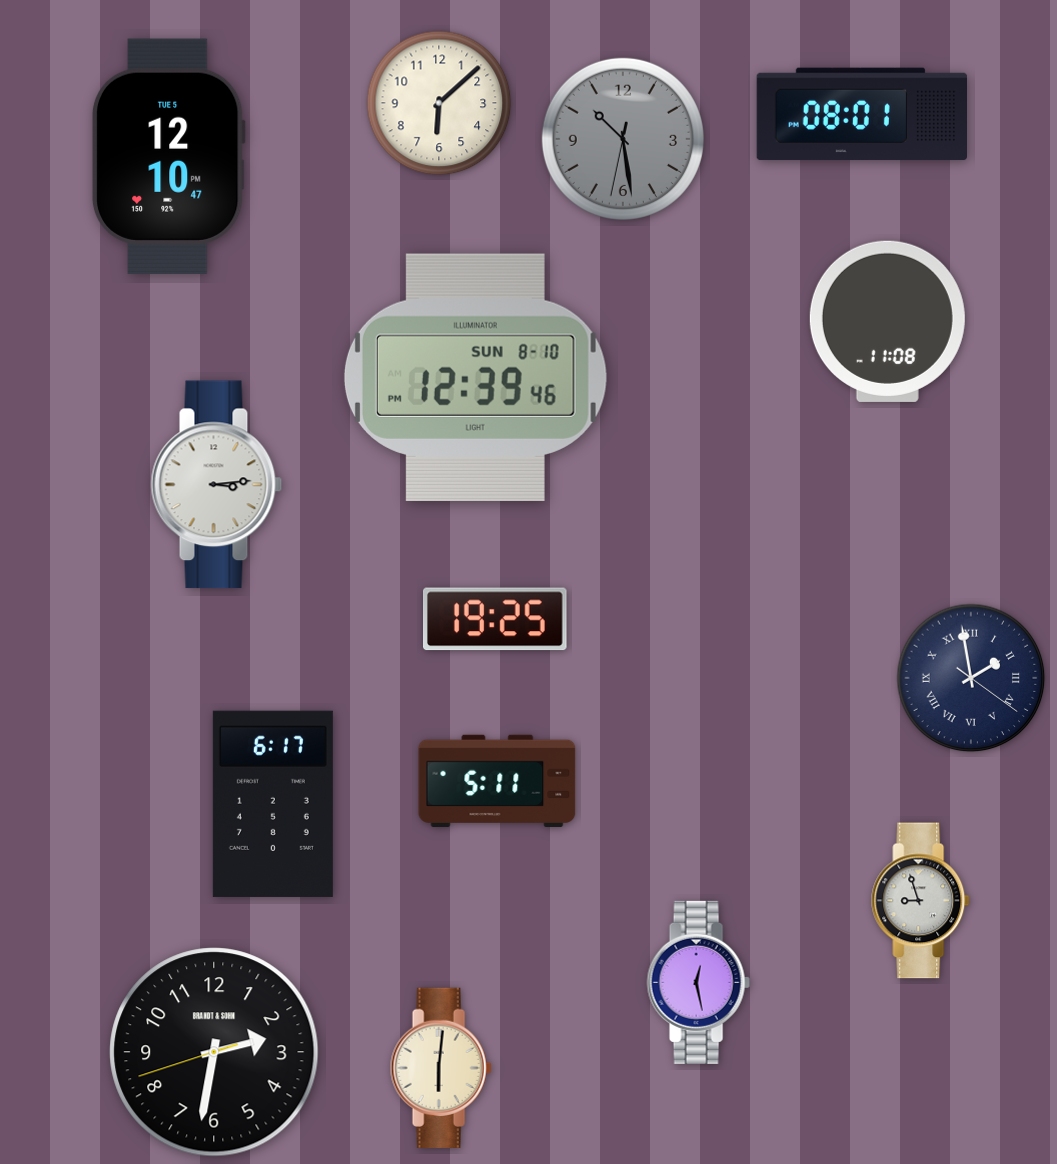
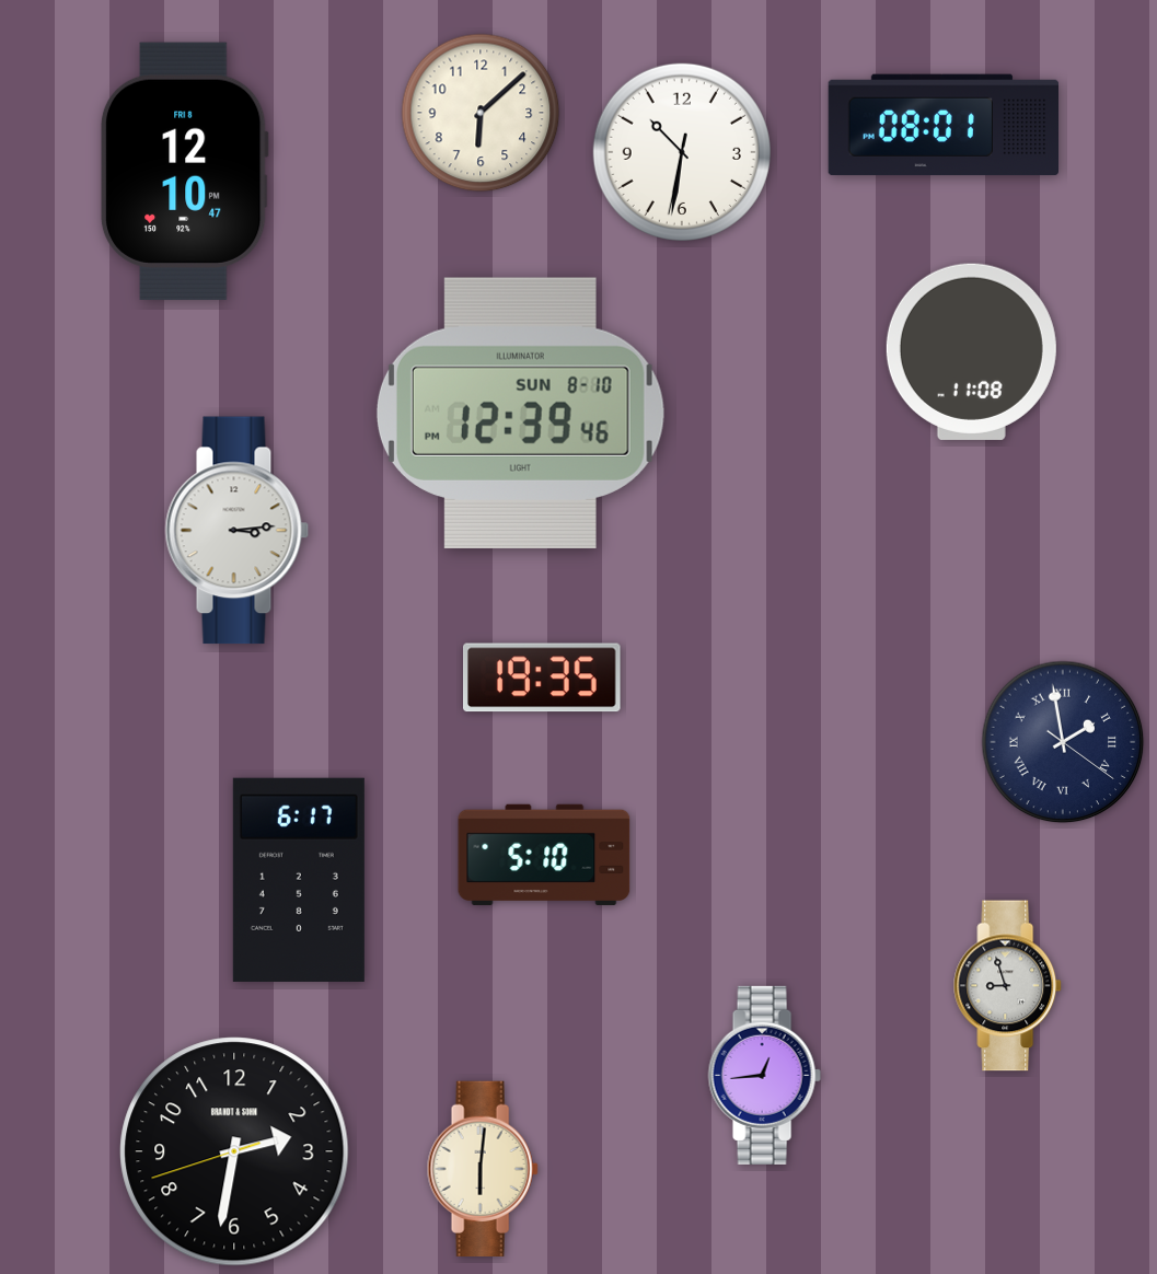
clock at (623, 139): 10:28 -> 10:31
clock at (623, 139) dial: grey -> white
clock at (168, 156) date: TUE 5 -> FRI 8
clock at (496, 619): 19:25 -> 19:35
clock at (497, 781): 5:11 -> 5:10
clock at (698, 982): 12:28 -> 12:44
